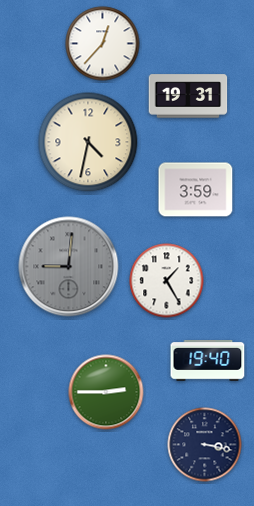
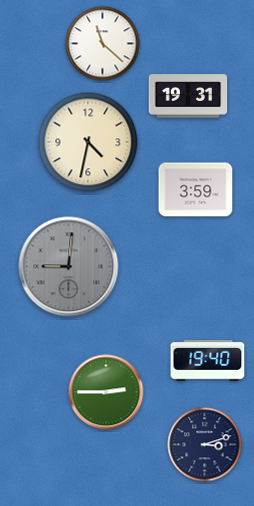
clock at (103, 44): 12:37 -> 11:22
clock at (167, 281): 1:25 -> none
clock at (205, 445): 3:17 -> 3:12
